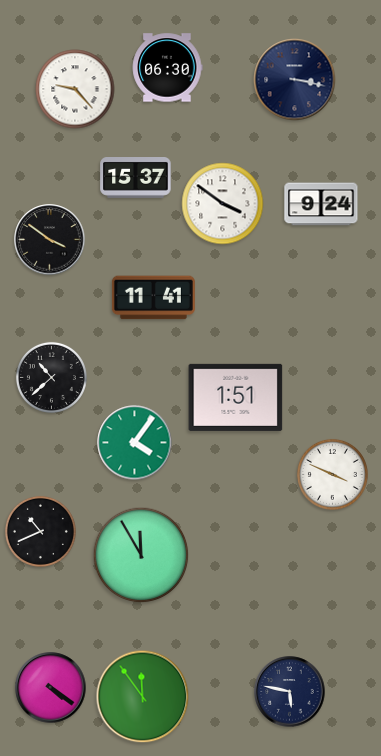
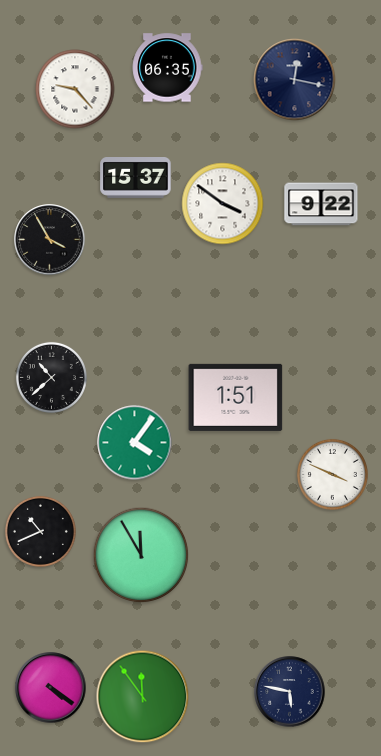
clock at (167, 68): 06:30 -> 06:35
clock at (295, 80): 3:17 -> 12:17
clock at (321, 204): 9:24 -> 9:22
clock at (50, 240): 3:51 -> 3:55
clock at (153, 298): 11:41 -> none
